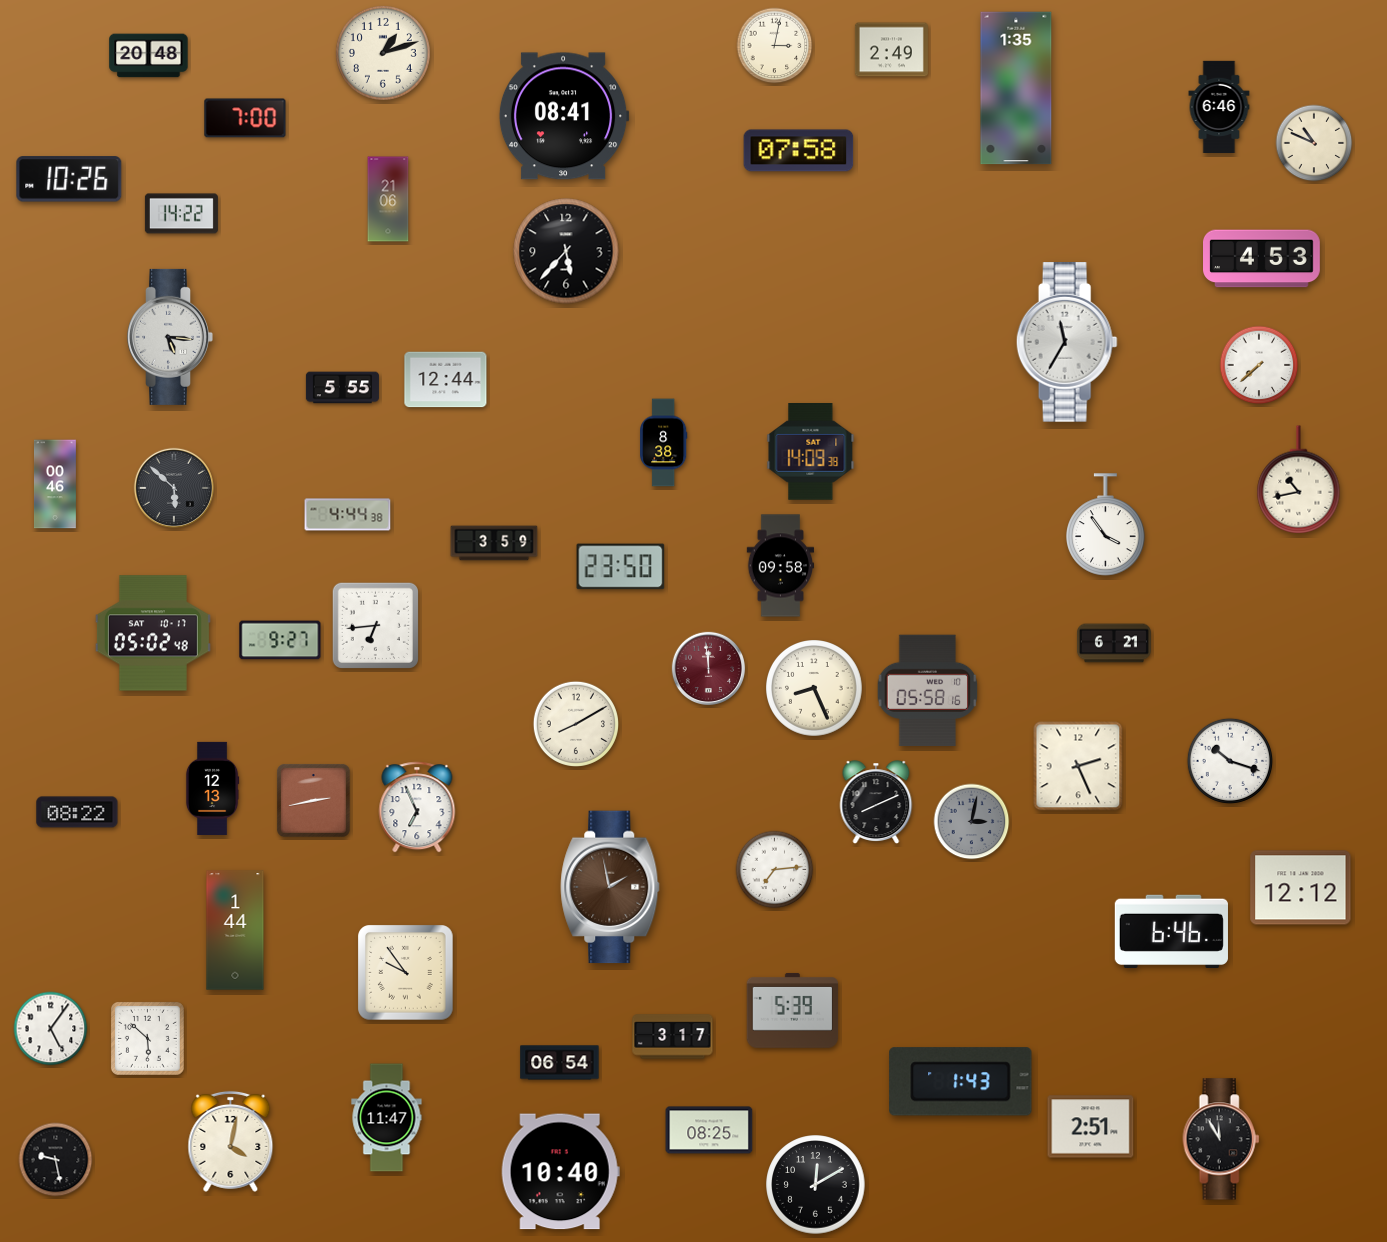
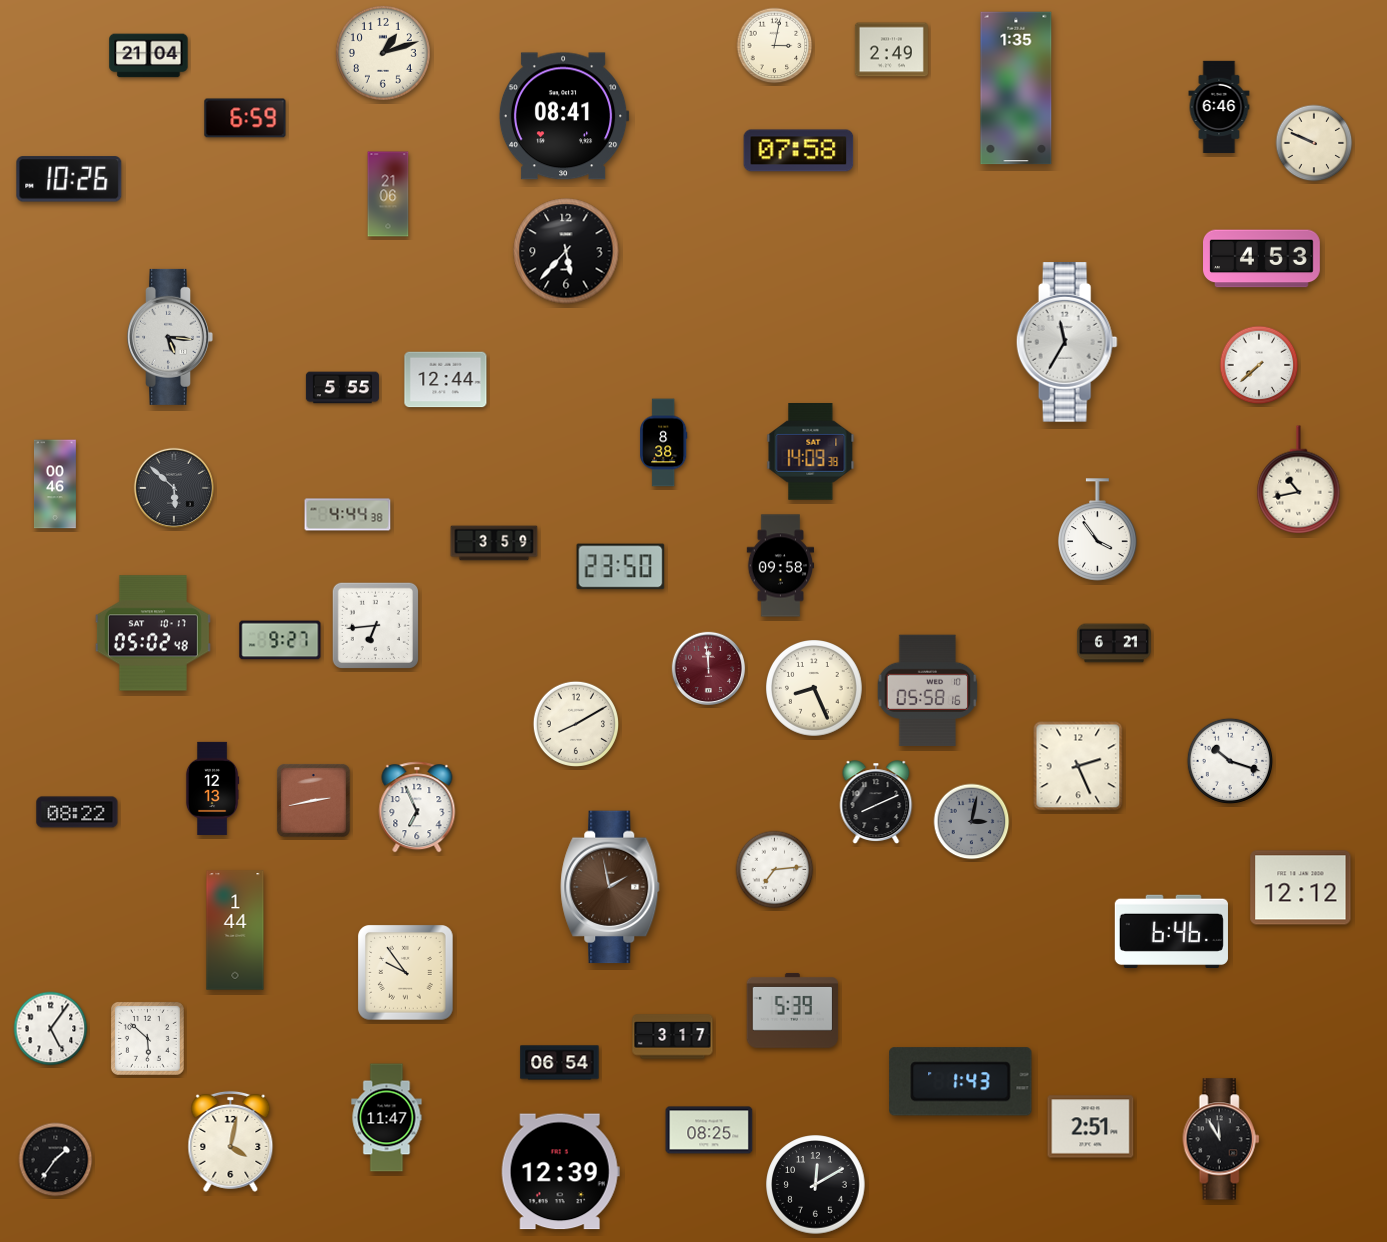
clock at (149, 56): 20:48 -> 21:04
clock at (245, 118): 7:00 -> 6:59
clock at (1314, 143): 10:49 -> 9:49
clock at (388, 199) position: (388, 199) -> (388, 194)
clock at (181, 214): 14:22 -> none
clock at (1106, 525) position: (1106, 525) -> (1098, 530)
clock at (56, 1160): 9:28 -> 1:36
clock at (560, 1172): 10:40 -> 12:39
